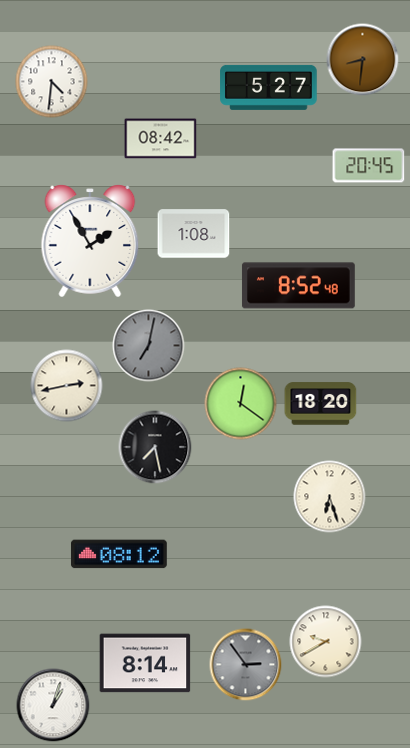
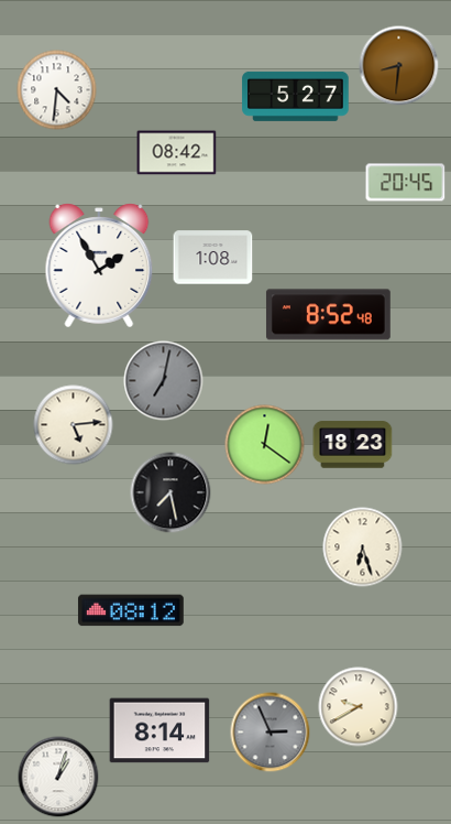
clock at (67, 386): 2:43 -> 5:14
clock at (321, 404): 18:20 -> 18:23
clock at (246, 665): 2:54 -> 2:56
